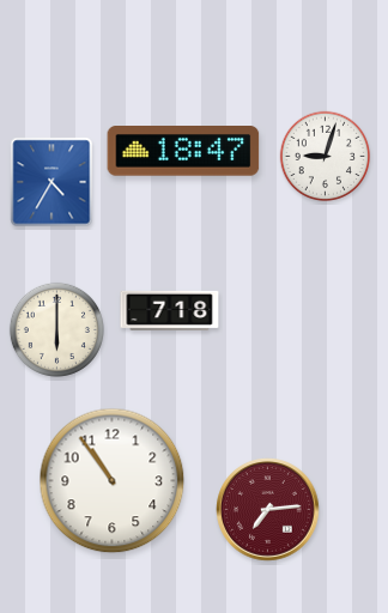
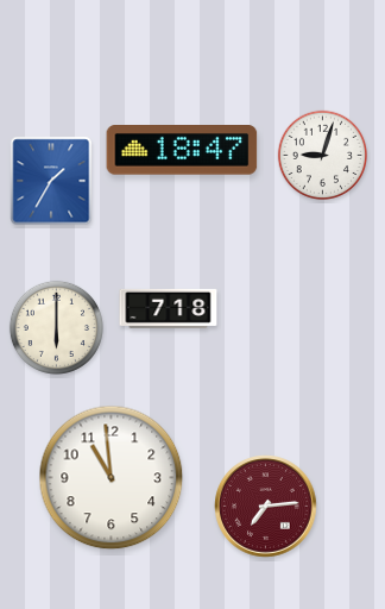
clock at (51, 182): 4:35 -> 1:35
clock at (113, 481): 10:54 -> 10:59
